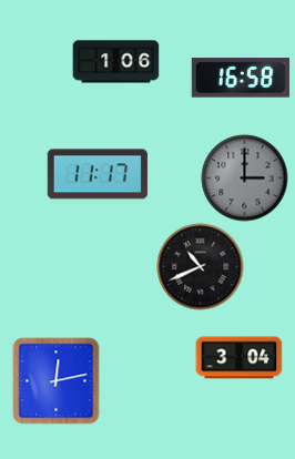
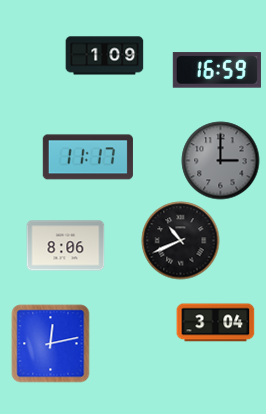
clock at (115, 62): 1:06 -> 1:09
clock at (241, 78): 16:58 -> 16:59
clock at (65, 246): none -> 8:06
